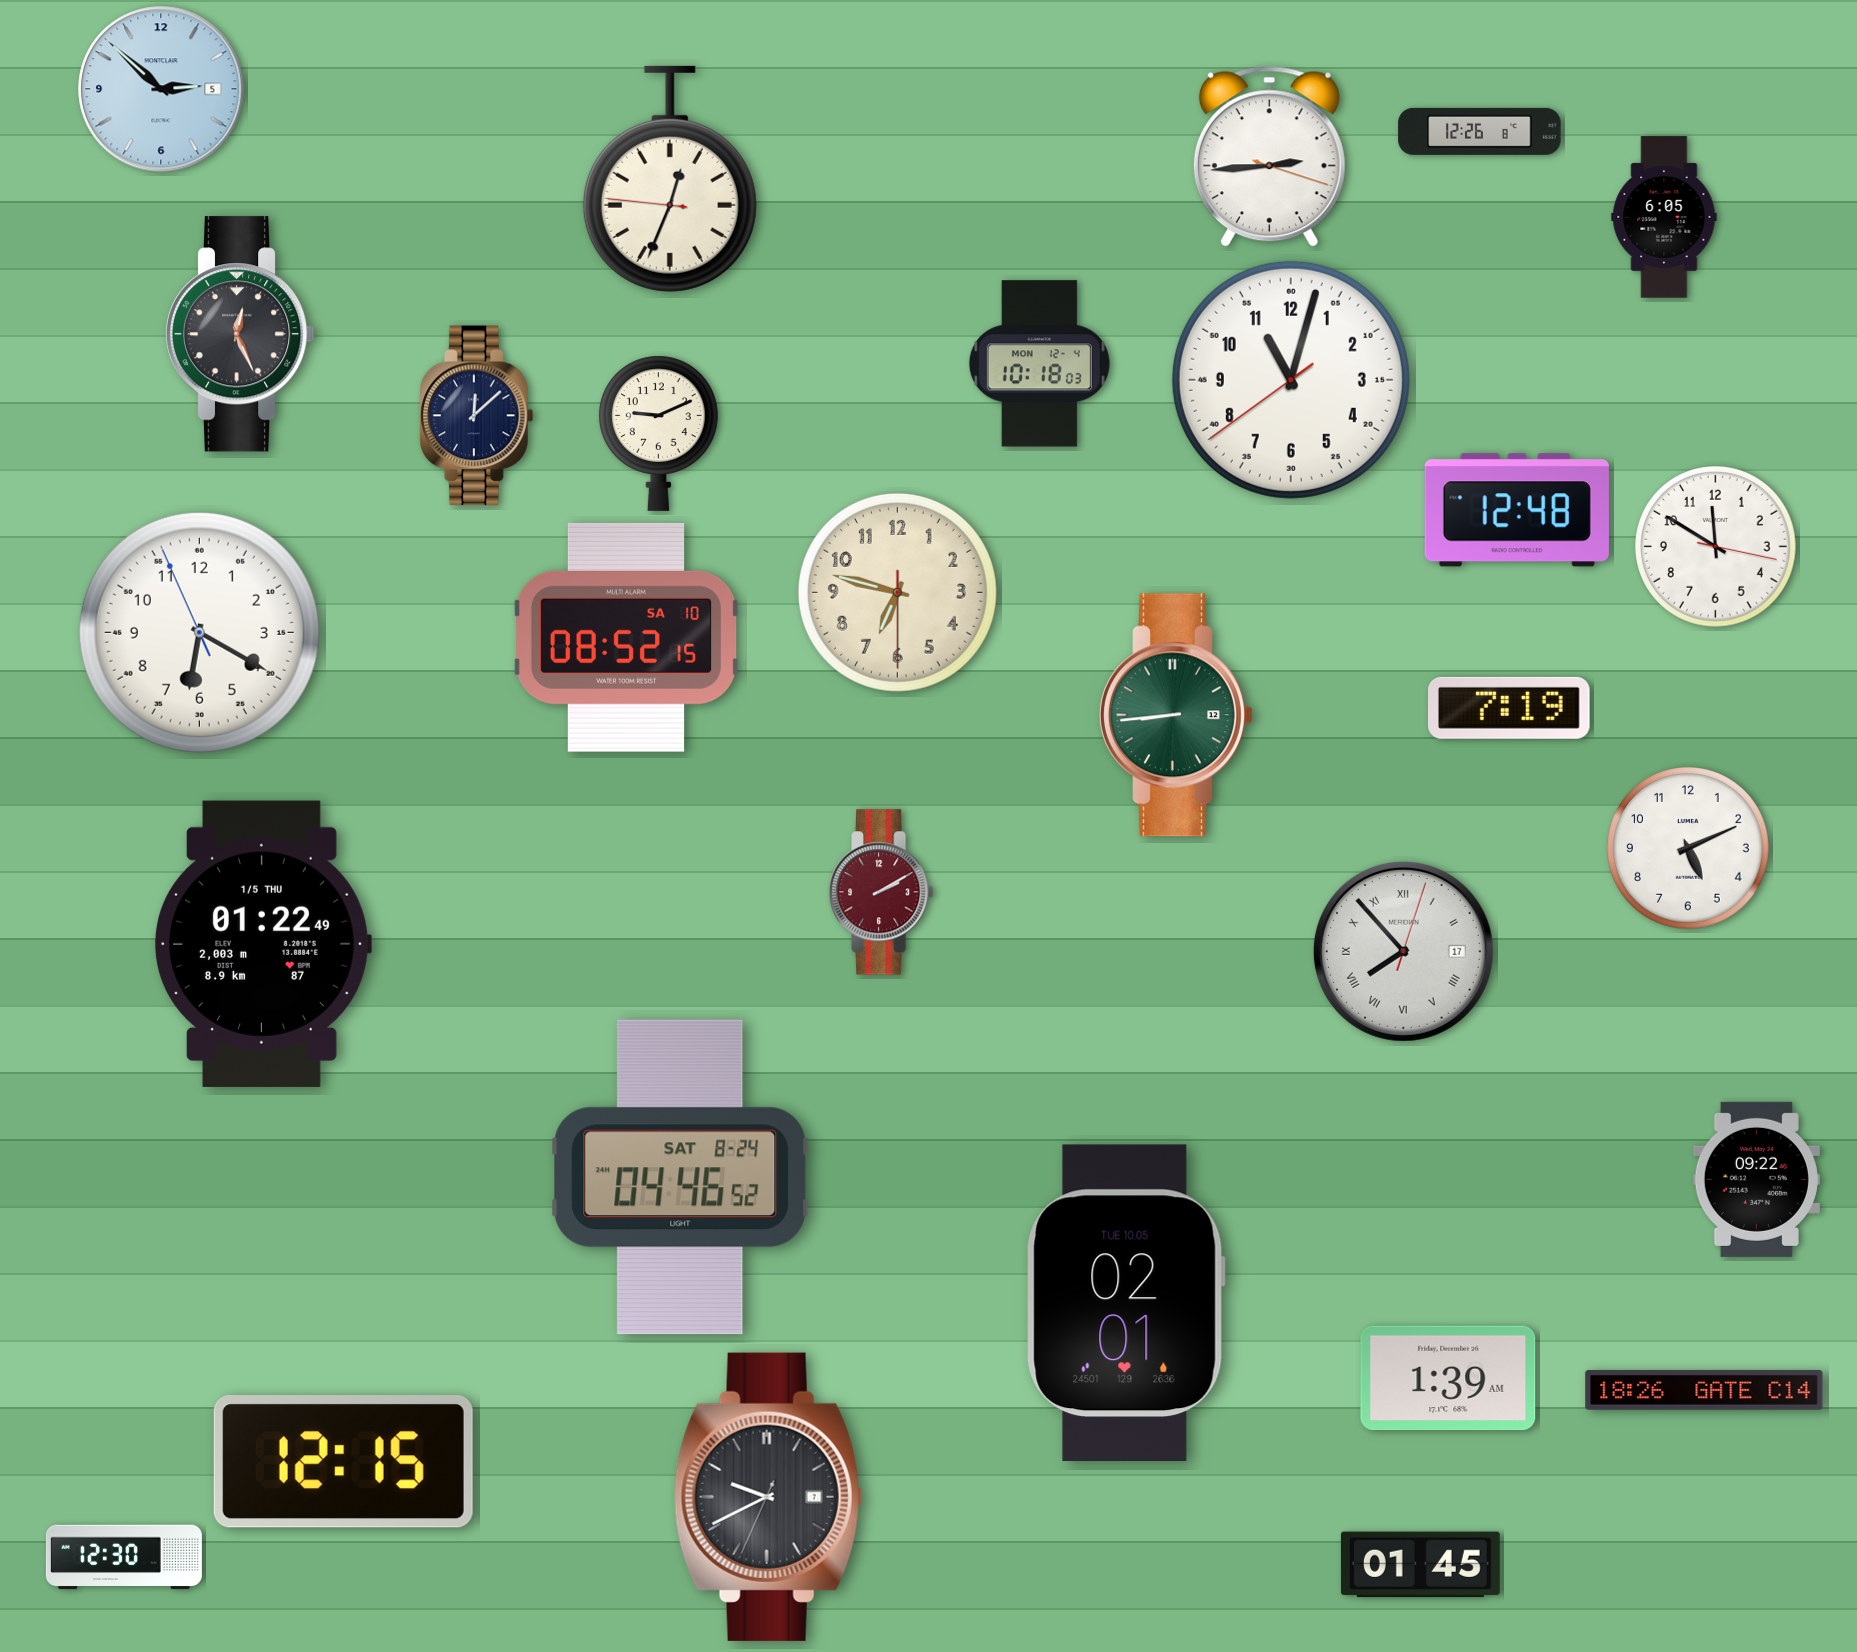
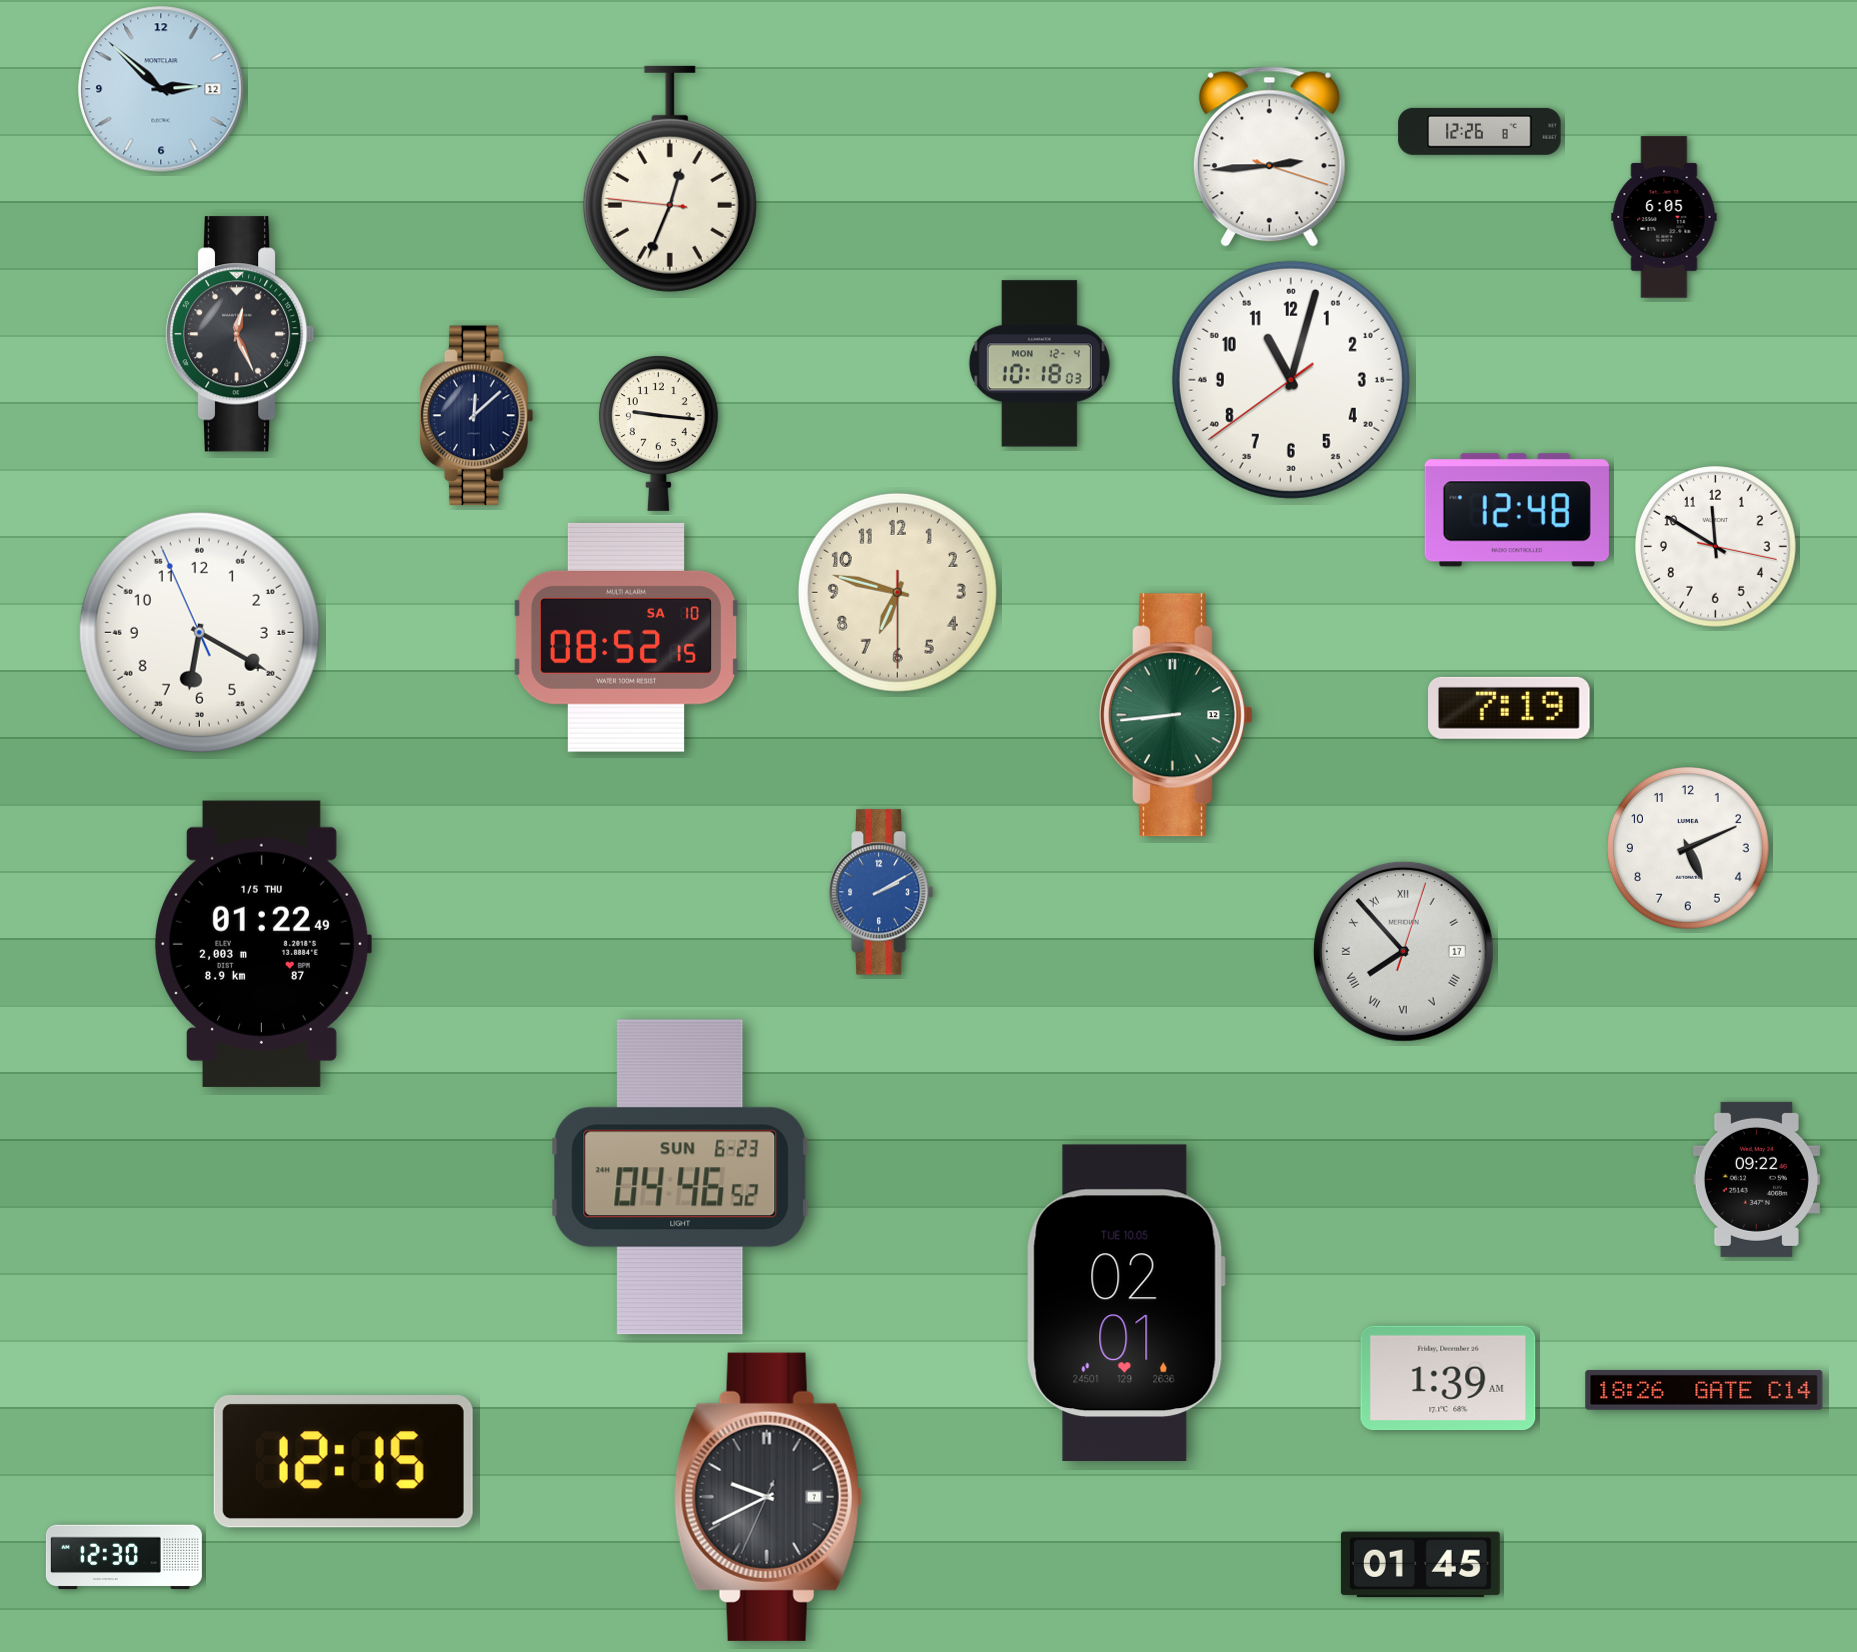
clock at (161, 89) date: 5 -> 12
clock at (658, 433): 9:11 -> 9:16
clock at (881, 892) dial: burgundy -> blue
clock at (680, 1177) date: SAT 8-24 -> SUN 6-23
